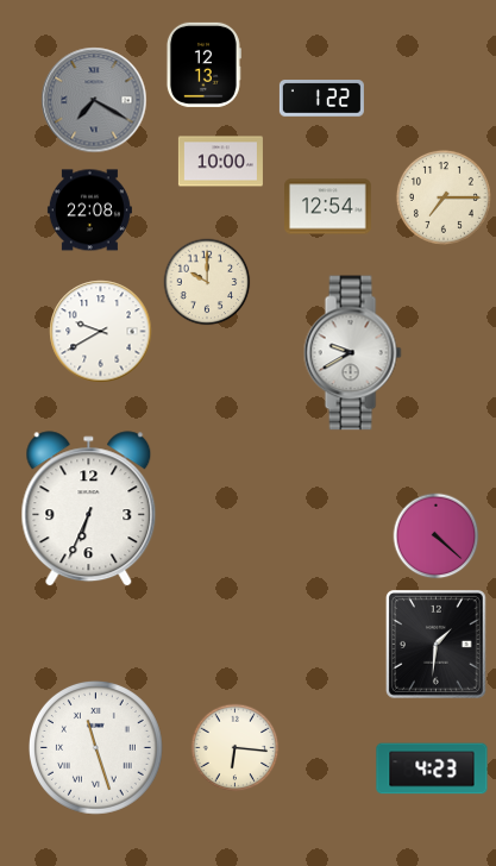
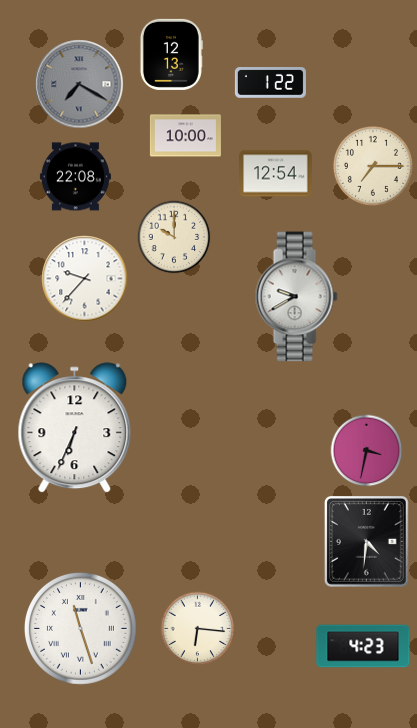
clock at (101, 332): 9:40 -> 9:37
clock at (437, 536): 4:22 -> 3:32
clock at (435, 645): 1:31 -> 4:31
